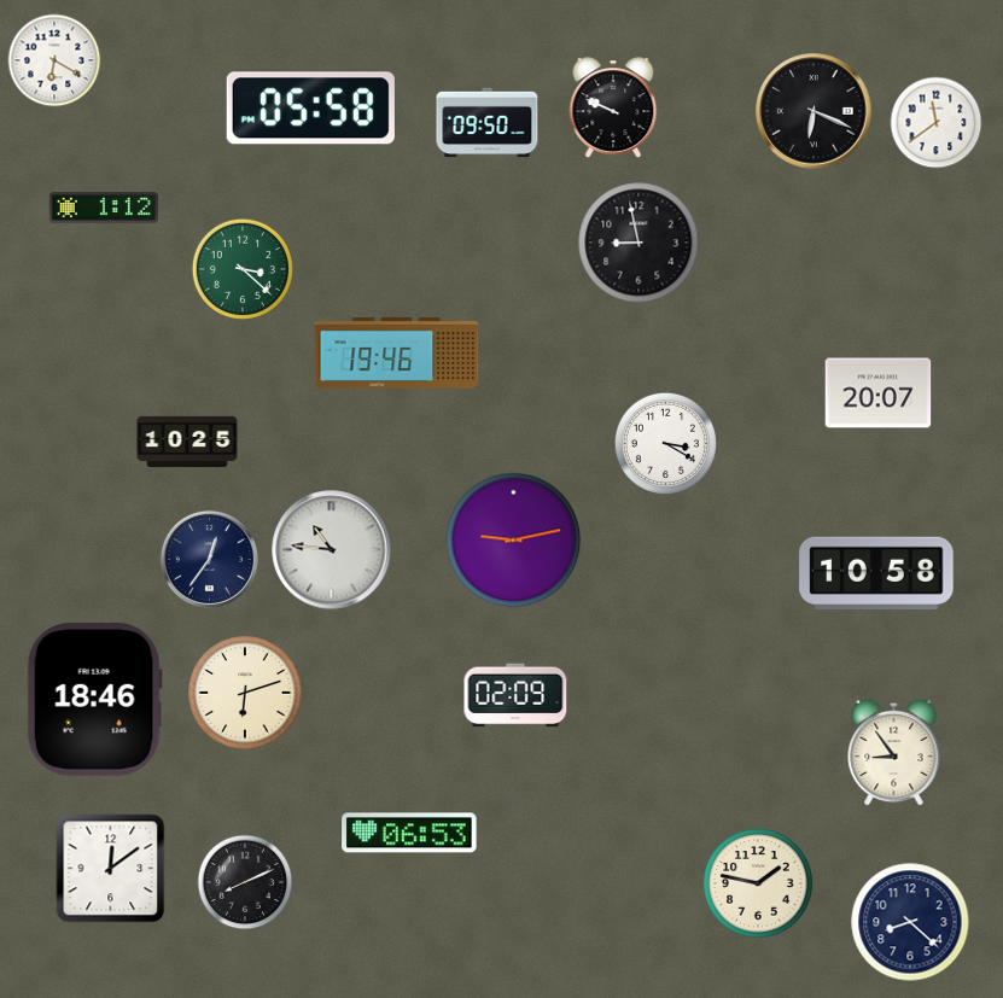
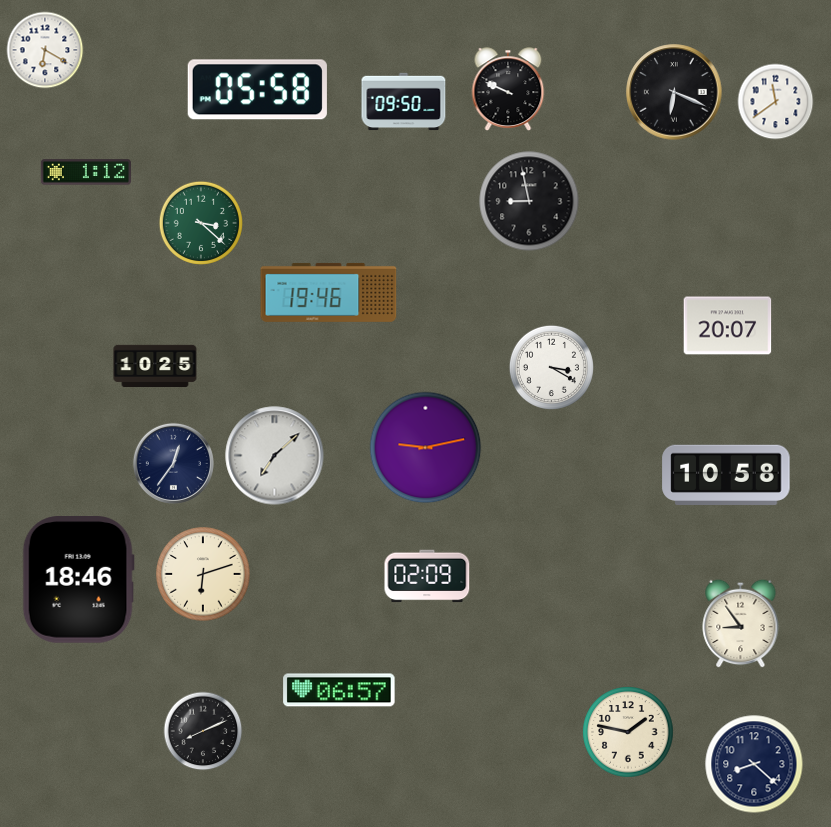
clock at (332, 550): 10:46 -> 7:08
clock at (409, 833): 06:53 -> 06:57
clock at (111, 869): 12:09 -> none
